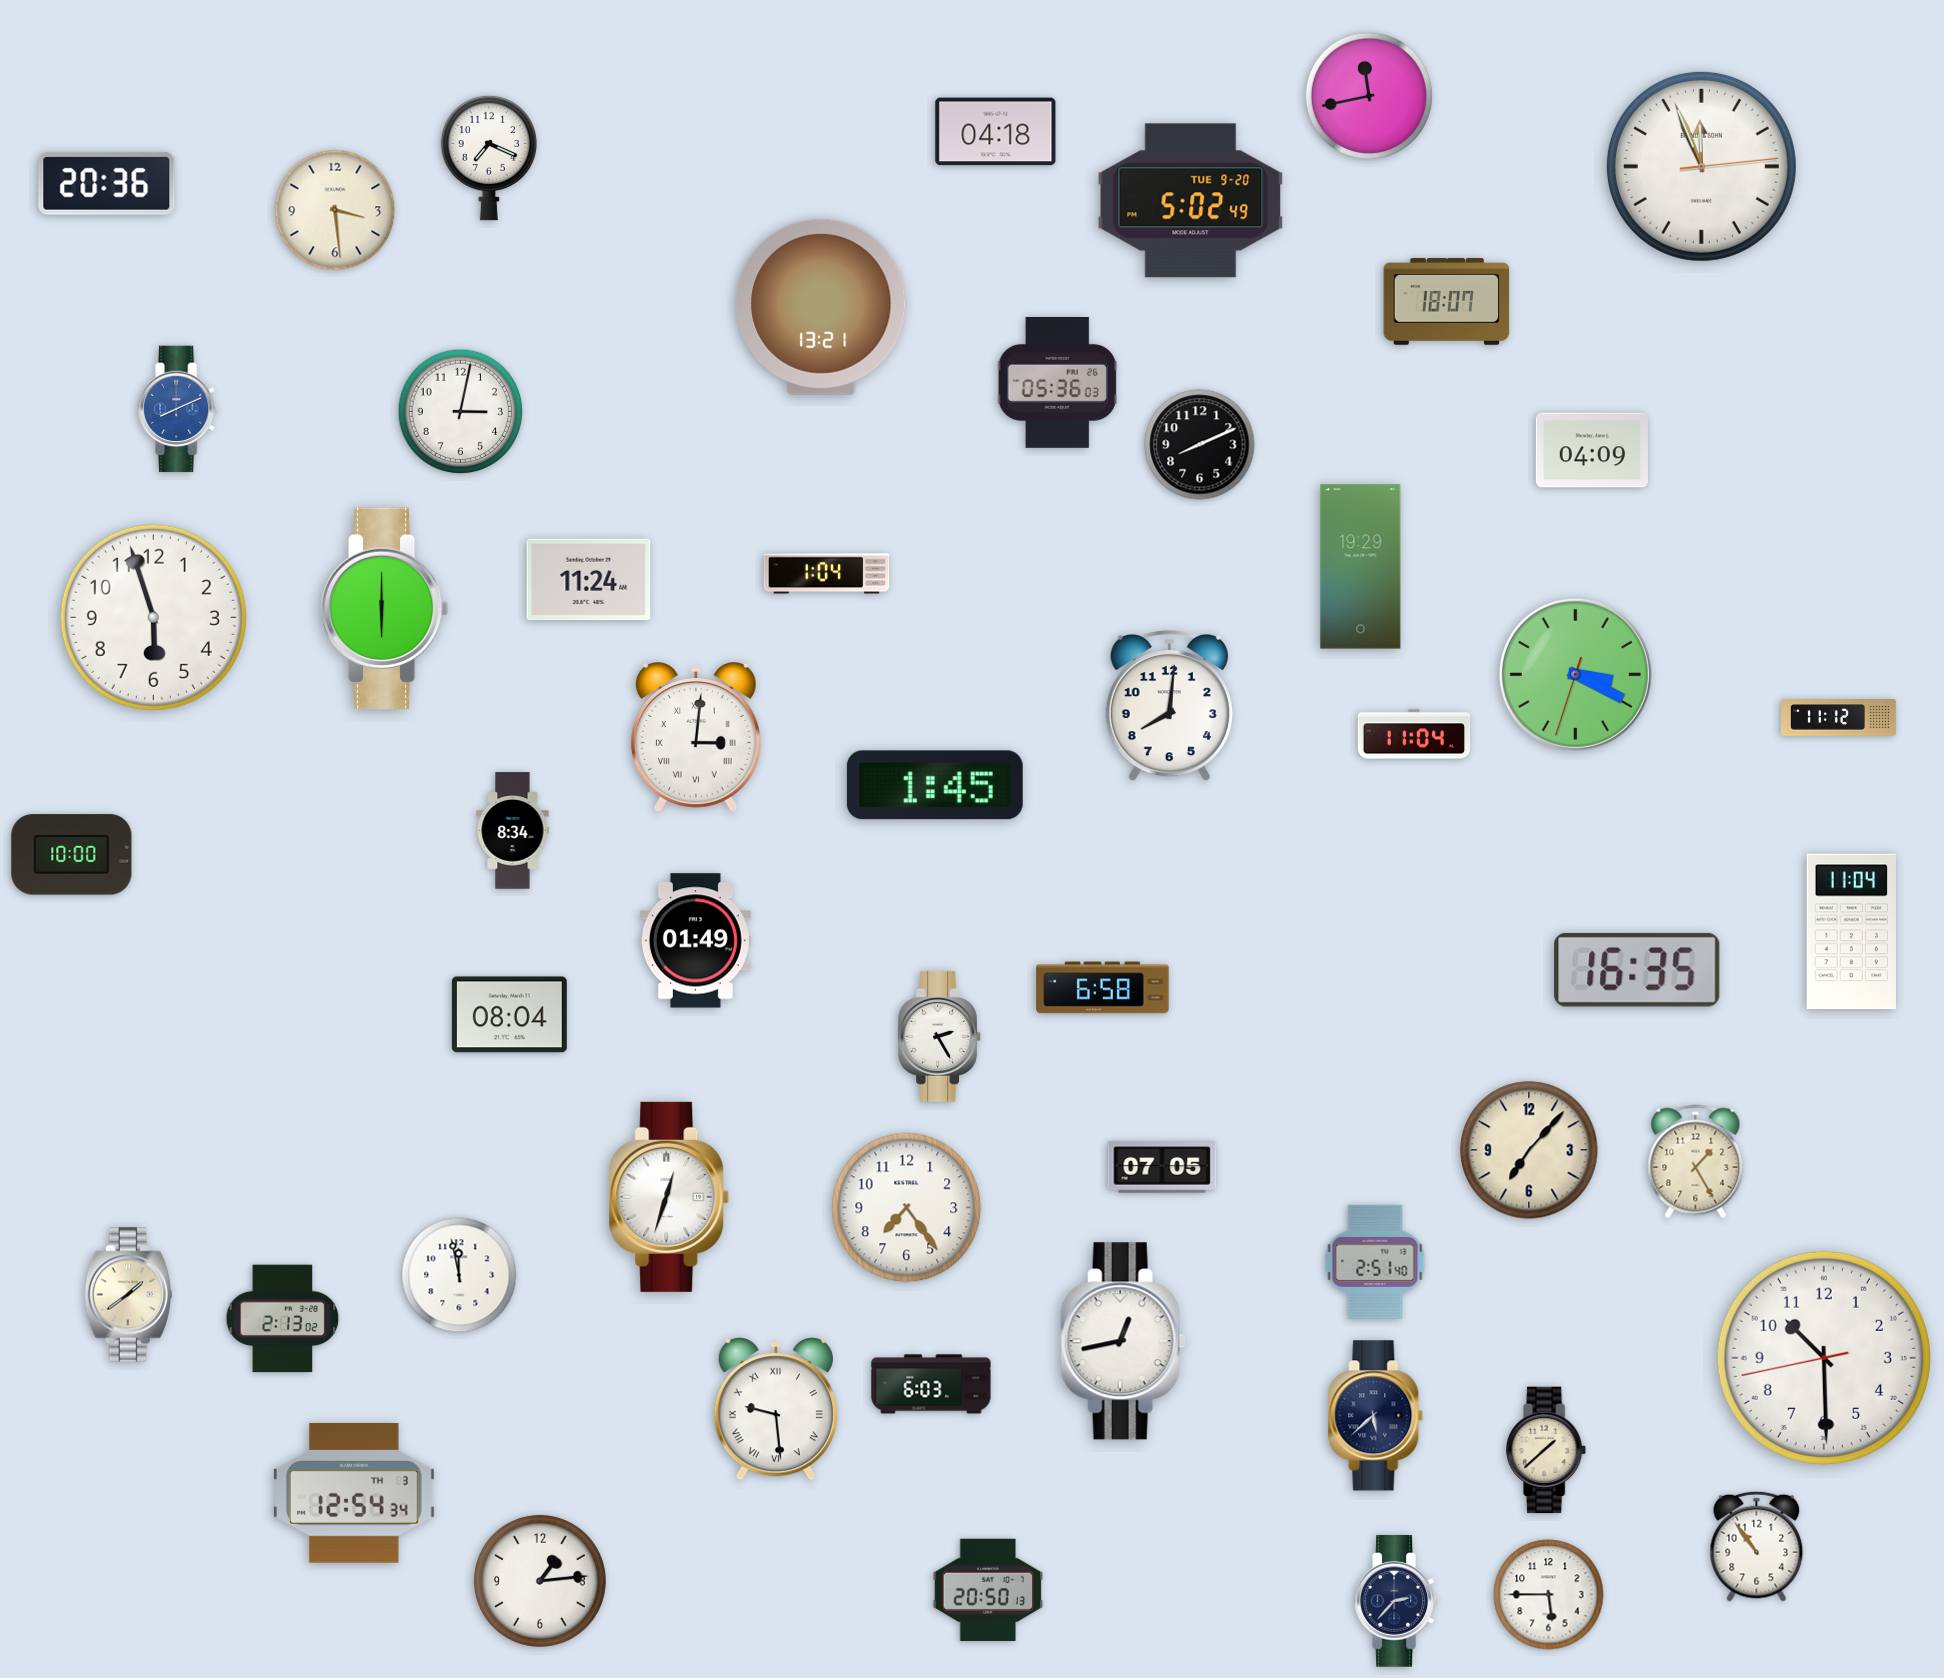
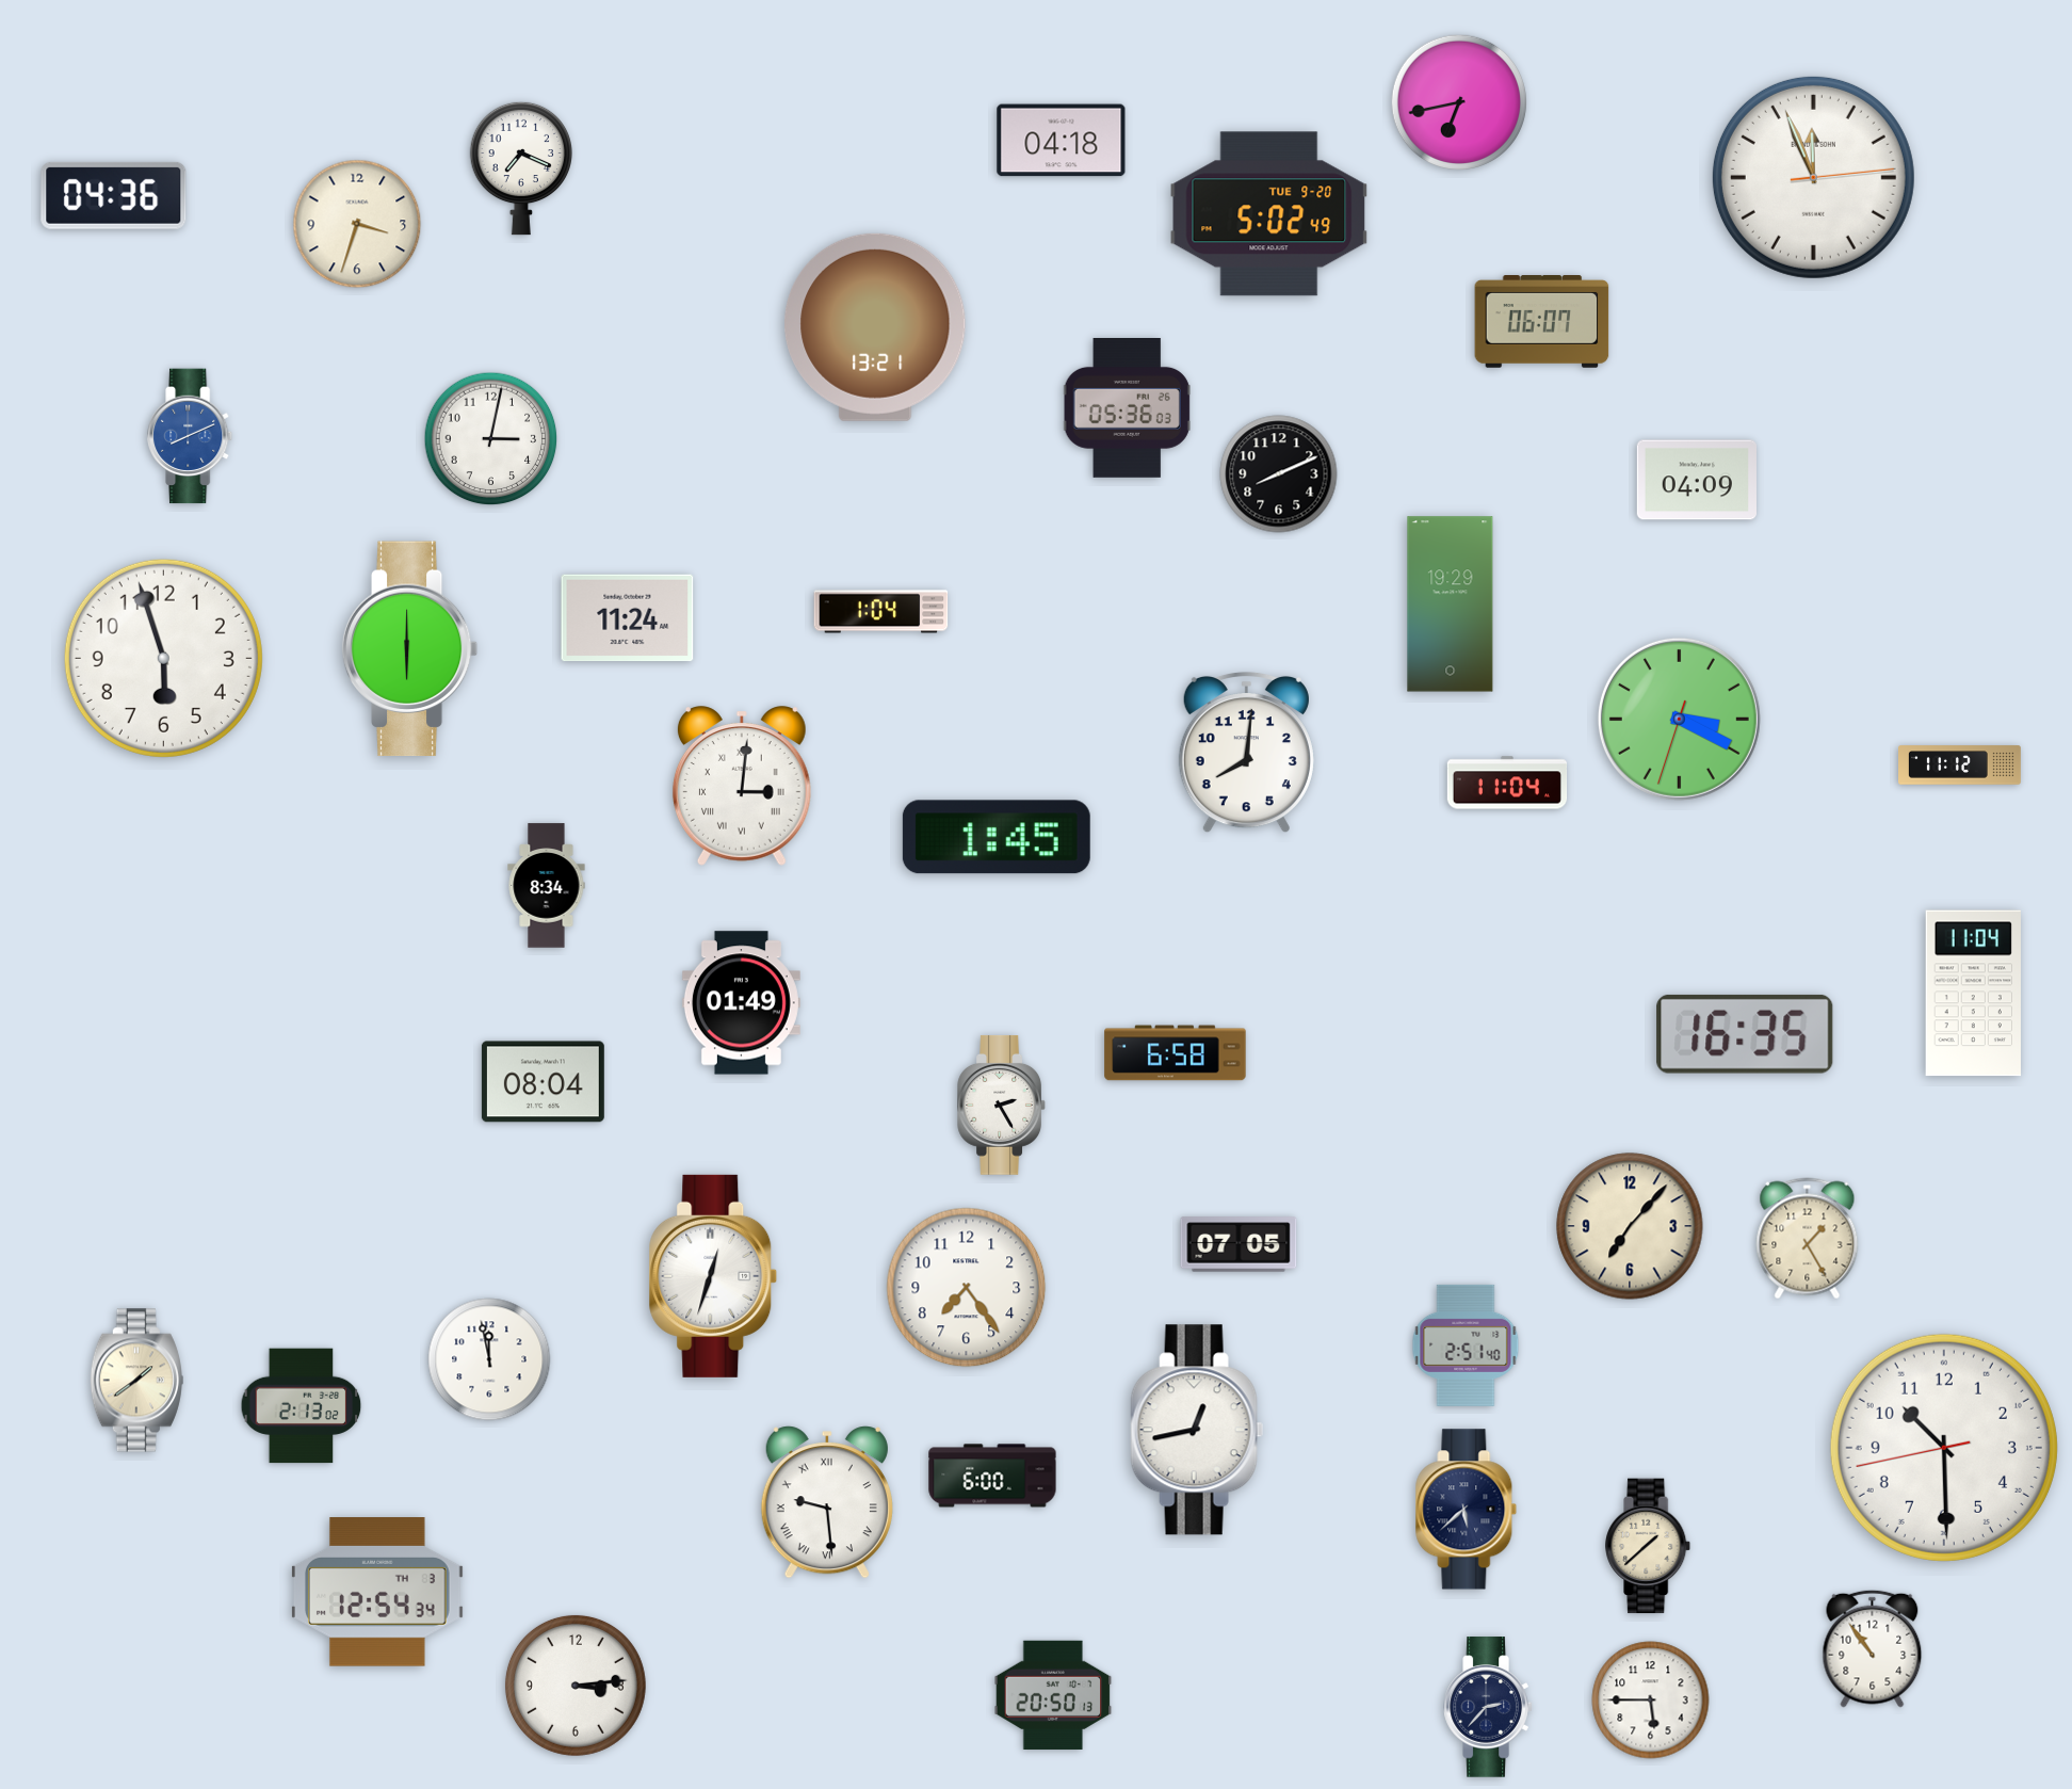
clock at (1369, 96): 11:43 -> 6:43
clock at (107, 183): 20:36 -> 04:36
clock at (335, 210): 3:29 -> 3:33
clock at (1447, 302): 18:07 -> 06:07
clock at (72, 855): 10:00 -> none
clock at (931, 1384): 6:03 -> 6:00
clock at (540, 1581): 1:14 -> 3:14
